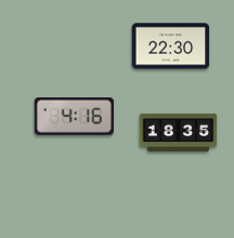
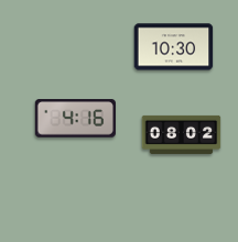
clock at (171, 47): 22:30 -> 10:30
clock at (179, 132): 18:35 -> 08:02
